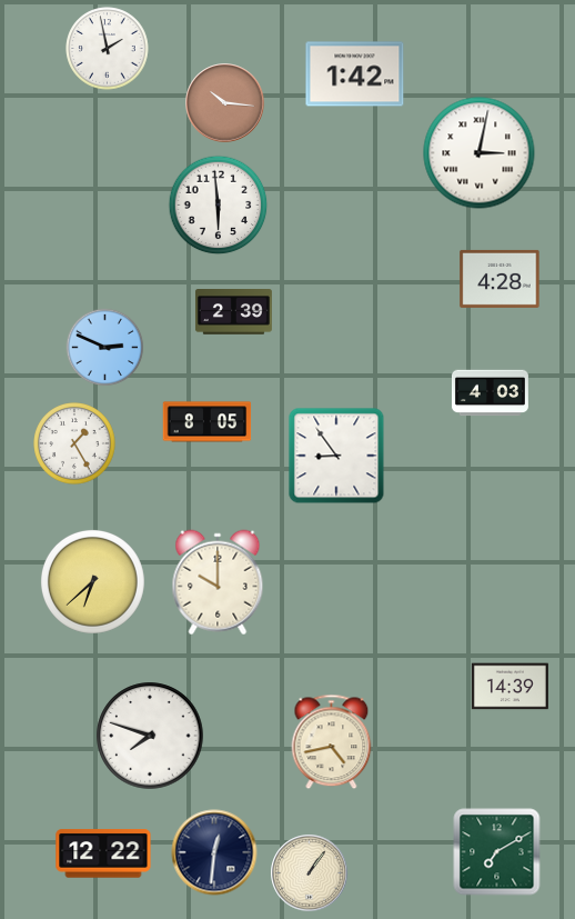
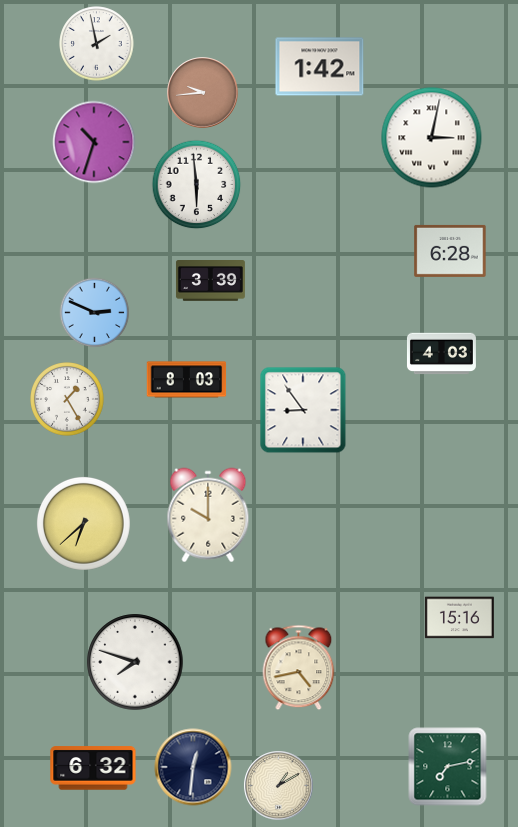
clock at (225, 103): 10:16 -> 9:44
clock at (94, 142): none -> 10:33
clock at (500, 279): 4:28 -> 6:28
clock at (233, 312): 2:39 -> 3:39
clock at (208, 422): 8:05 -> 8:03
clock at (218, 582) position: (218, 582) -> (208, 515)
clock at (510, 687): 14:39 -> 15:16
clock at (497, 852): 7:10 -> 7:13
clock at (103, 853): 12:22 -> 6:32
clock at (310, 873): 1:06 -> 1:10
